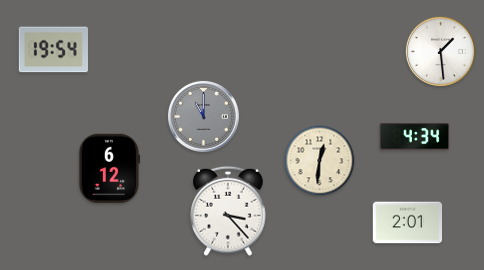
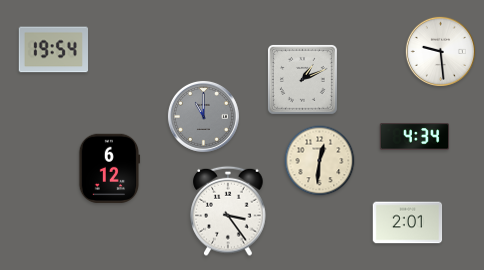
clock at (440, 51): 1:29 -> 9:29
clock at (303, 80): none -> 1:11
clock at (228, 211): 3:23 -> 3:24
